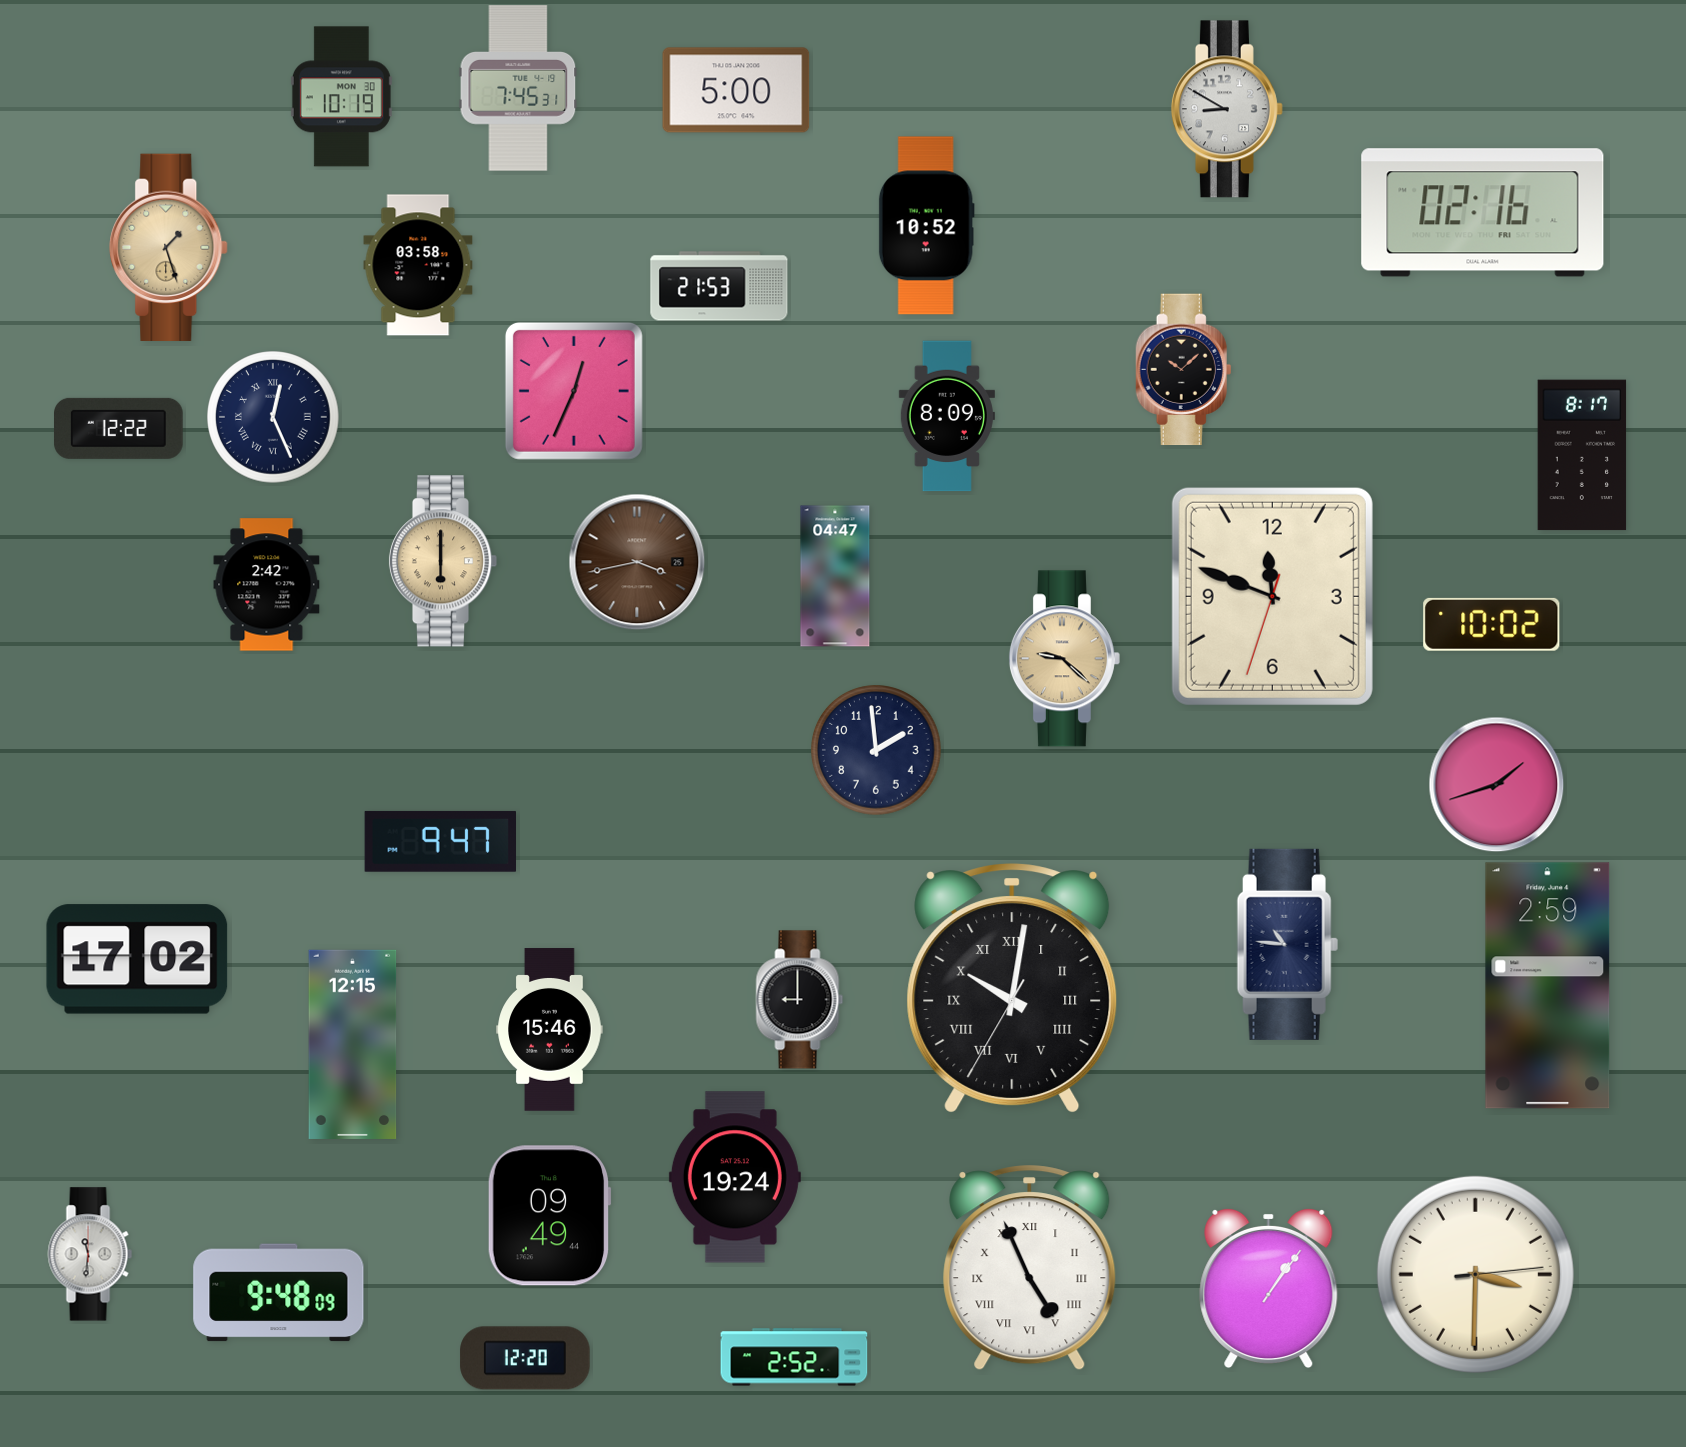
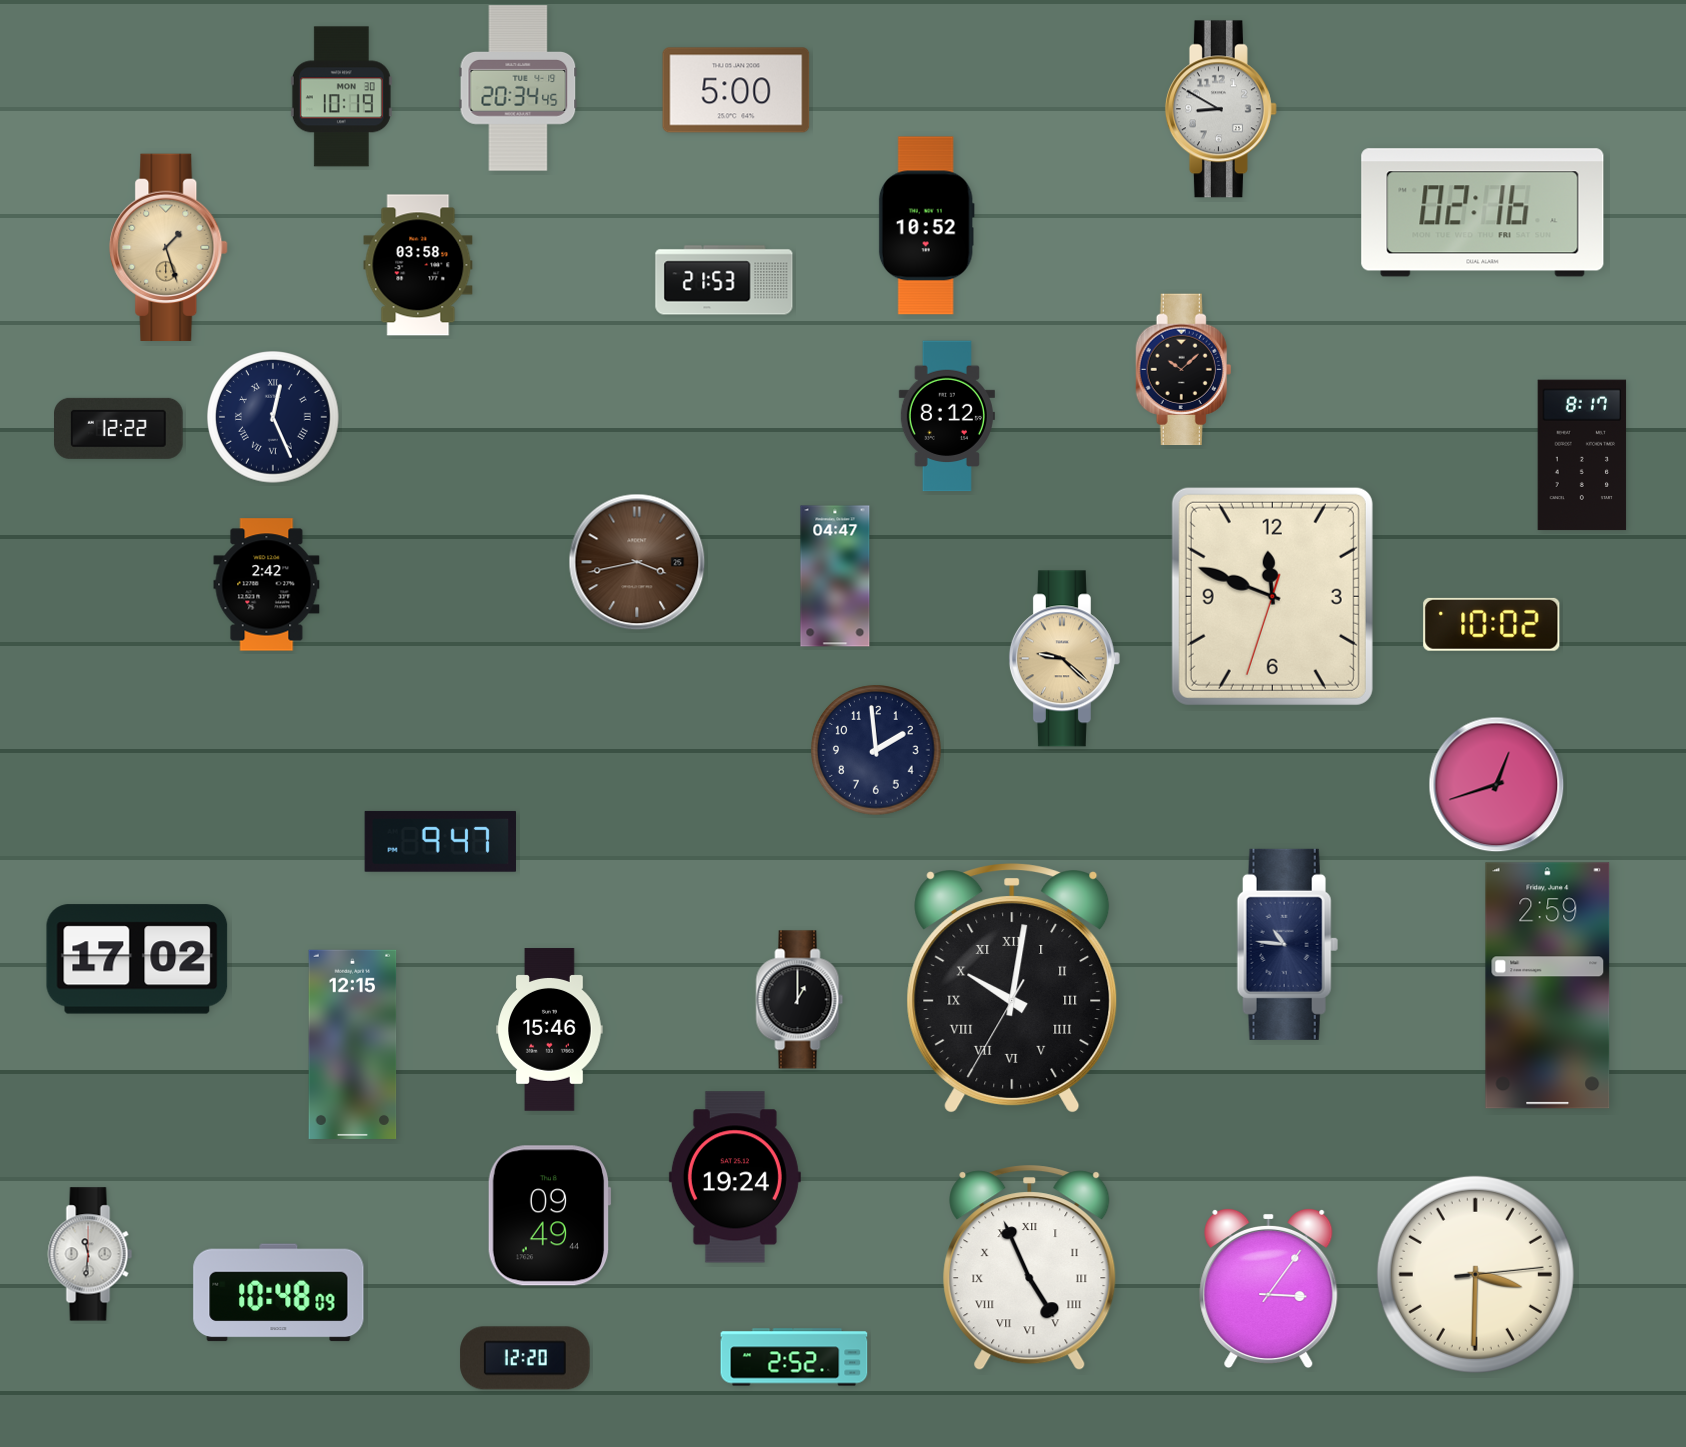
clock at (518, 88): 7:45 -> 20:34
clock at (1227, 109) position: (1227, 109) -> (1221, 109)
clock at (719, 286) position: (719, 286) -> (724, 280)
clock at (574, 391): 12:34 -> none
clock at (947, 416): 8:09 -> 8:12
clock at (443, 561): 6:00 -> none
clock at (1497, 785): 1:42 -> 12:42
clock at (800, 1000): 9:00 -> 1:00
clock at (1269, 1288): 1:06 -> 3:06
clock at (279, 1293): 9:48 -> 10:48
